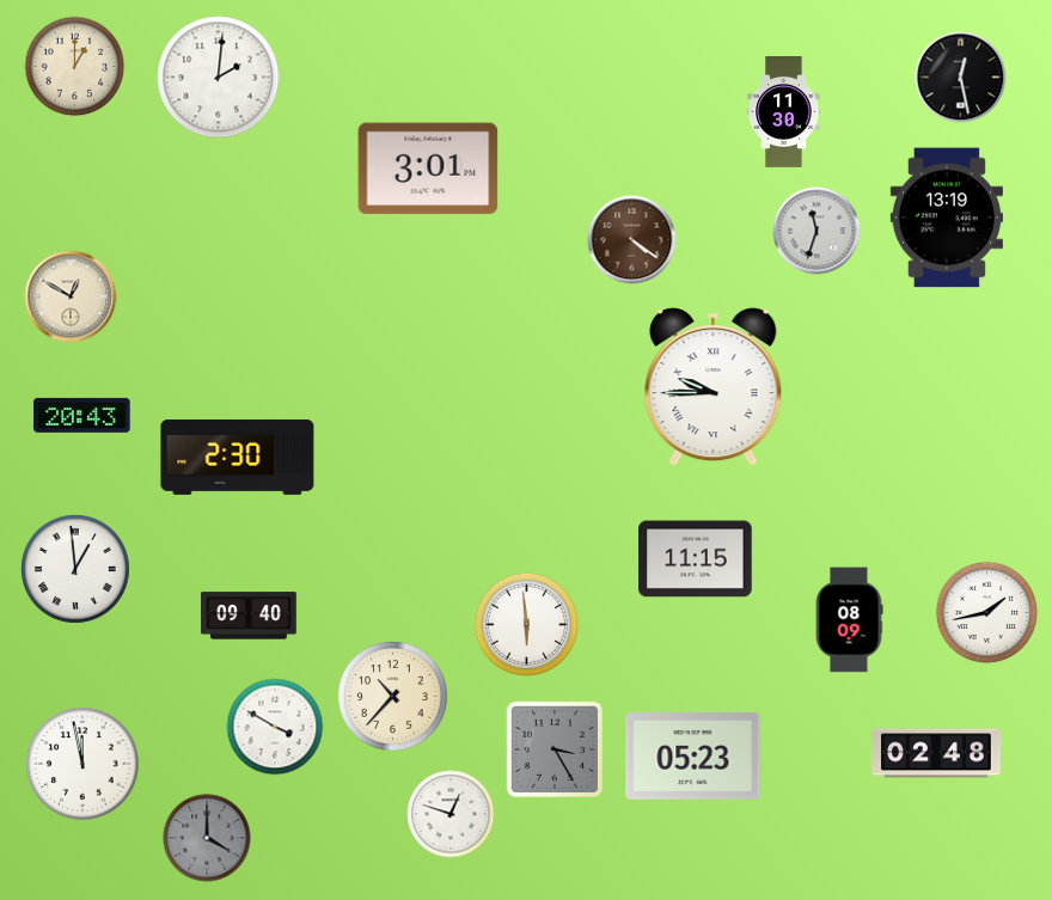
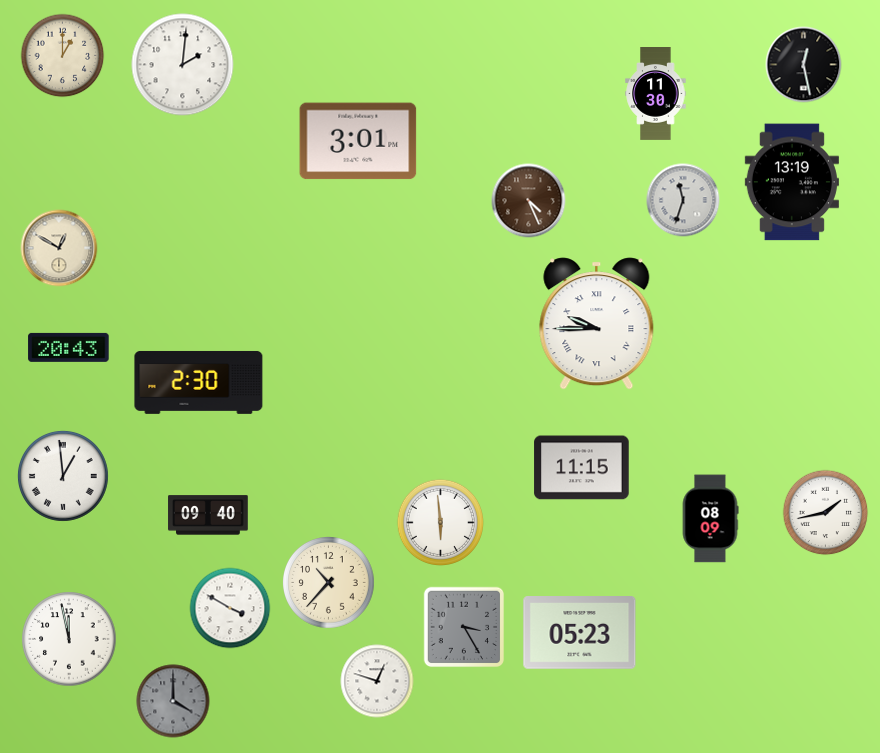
clock at (816, 231) position: (816, 231) -> (683, 200)
clock at (632, 240): 4:21 -> 4:26
clock at (936, 753): 02:48 -> none
